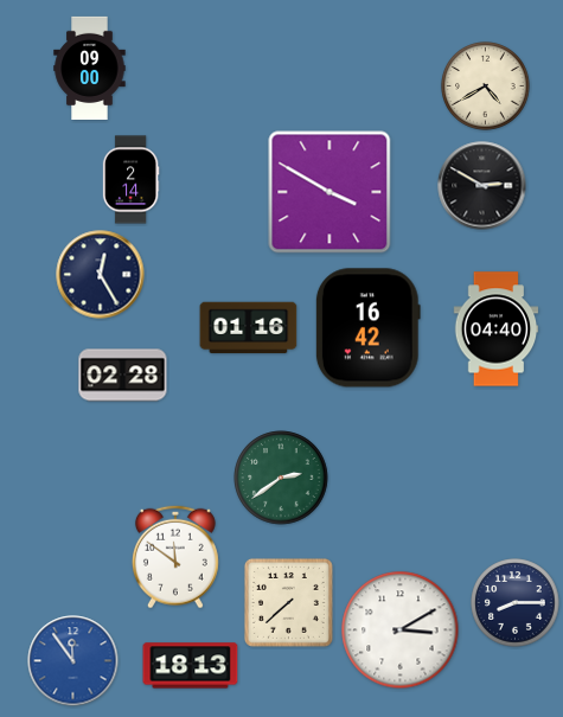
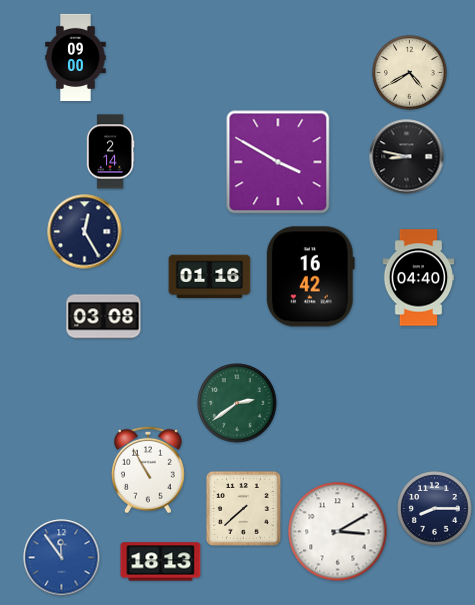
clock at (482, 186): 2:50 -> 8:47
clock at (123, 376): 02:28 -> 03:08
clock at (175, 557): 11:51 -> 10:55
